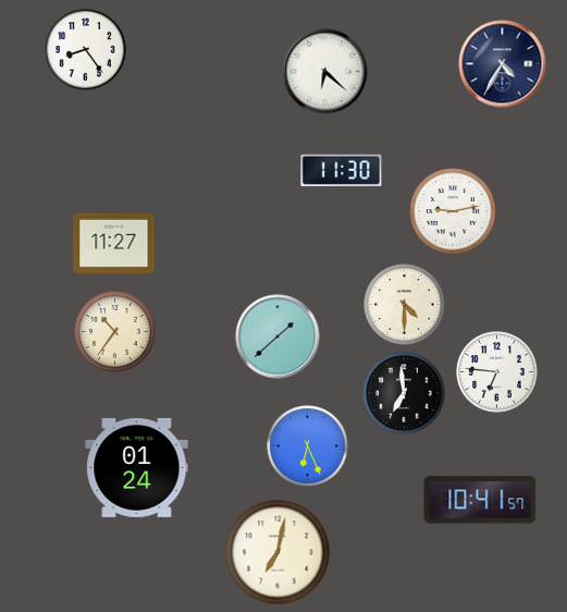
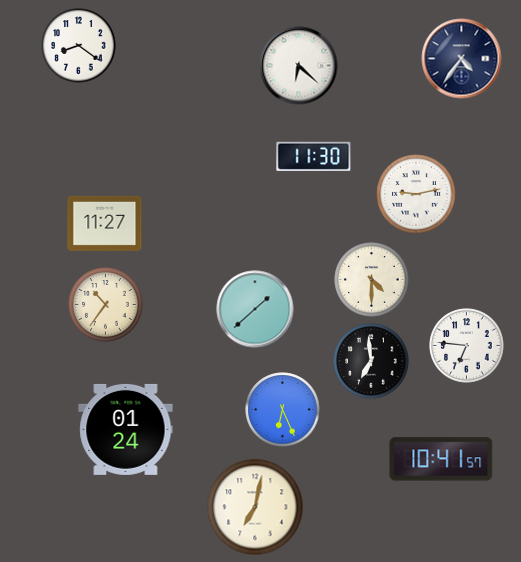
clock at (86, 50): 8:24 -> 8:21
clock at (503, 64): 4:35 -> 4:36
clock at (497, 372) position: (497, 372) -> (467, 346)
